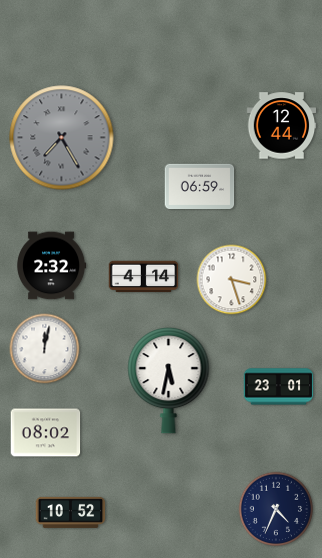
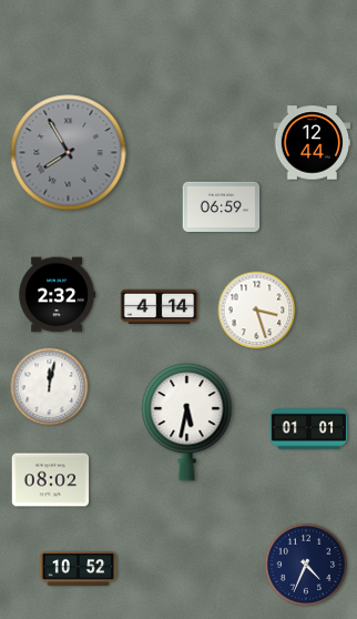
clock at (282, 126) position: (282, 126) -> (313, 143)
clock at (62, 138): 7:25 -> 7:55
clock at (279, 387): 23:01 -> 01:01
